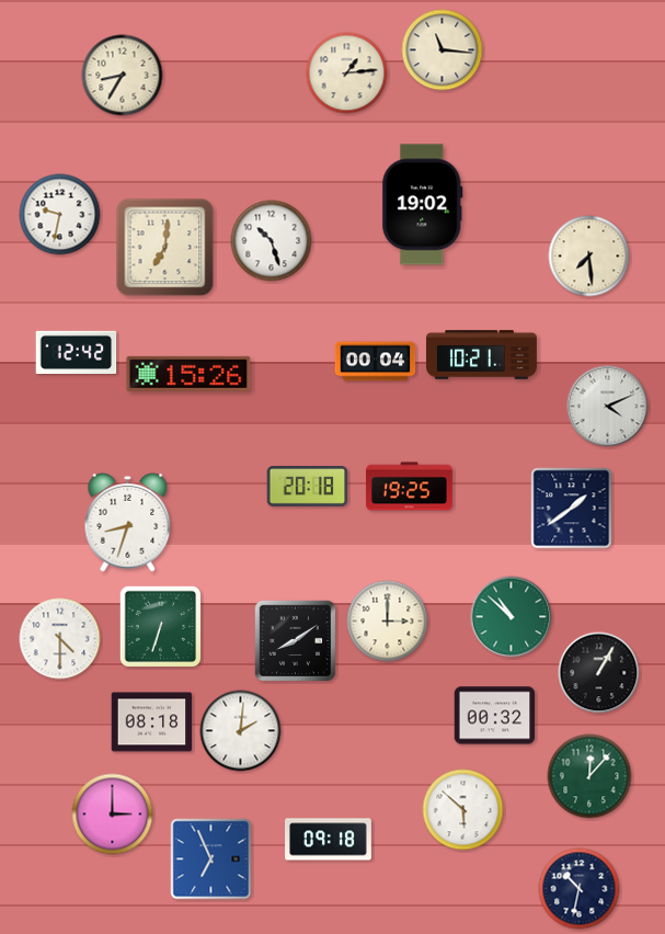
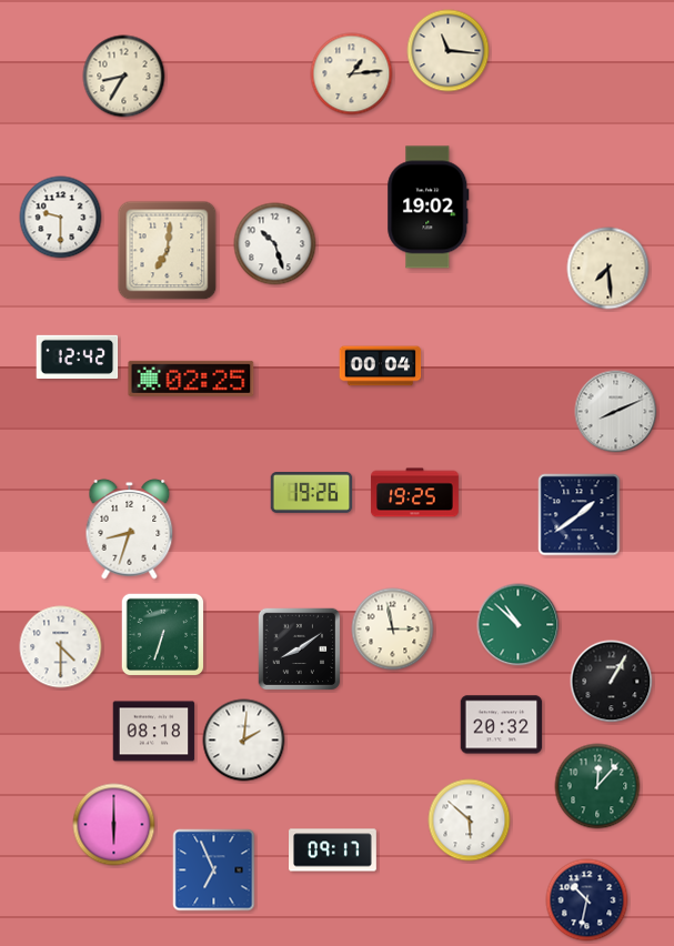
clock at (60, 215): 9:32 -> 9:30
clock at (589, 257) position: (589, 257) -> (608, 269)
clock at (482, 355): 10:21 -> none
clock at (188, 374): 15:26 -> 02:25
clock at (608, 407): 4:11 -> 8:11
clock at (308, 487): 20:18 -> 19:26
clock at (388, 622): 3:00 -> 2:58
clock at (599, 673) position: (599, 673) -> (612, 682)
clock at (495, 716): 00:32 -> 20:32
clock at (113, 815): 3:00 -> 6:00
clock at (329, 840): 09:18 -> 09:17
